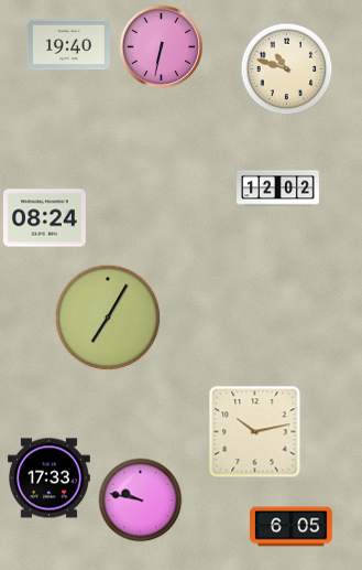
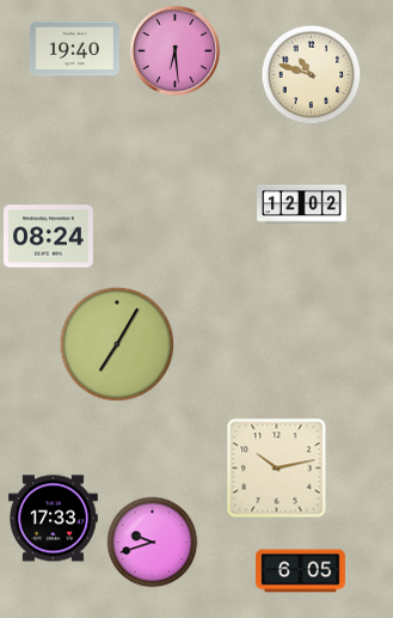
clock at (162, 47): 6:32 -> 6:29
clock at (141, 501): 9:47 -> 9:42
clock at (292, 527) position: (292, 527) -> (301, 571)
